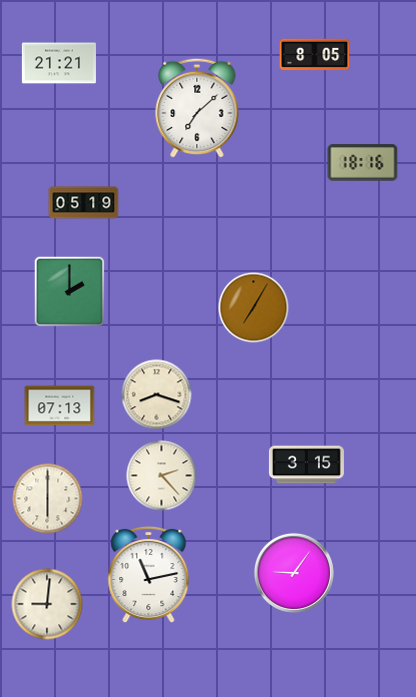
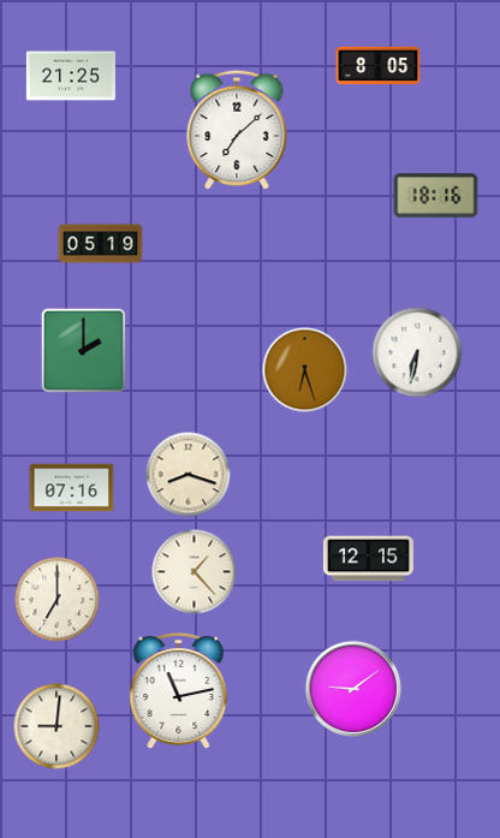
clock at (59, 63): 21:21 -> 21:25
clock at (417, 352): none -> 6:32
clock at (254, 308): 7:05 -> 6:27
clock at (60, 406): 07:13 -> 07:16
clock at (306, 465): 3:15 -> 12:15
clock at (162, 476): 2:23 -> 1:23
clock at (48, 499): 6:00 -> 7:00
clock at (294, 573): 9:06 -> 9:09
